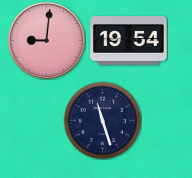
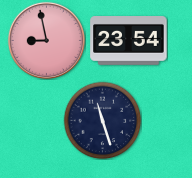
clock at (46, 40): 9:01 -> 8:58
clock at (129, 41): 19:54 -> 23:54
